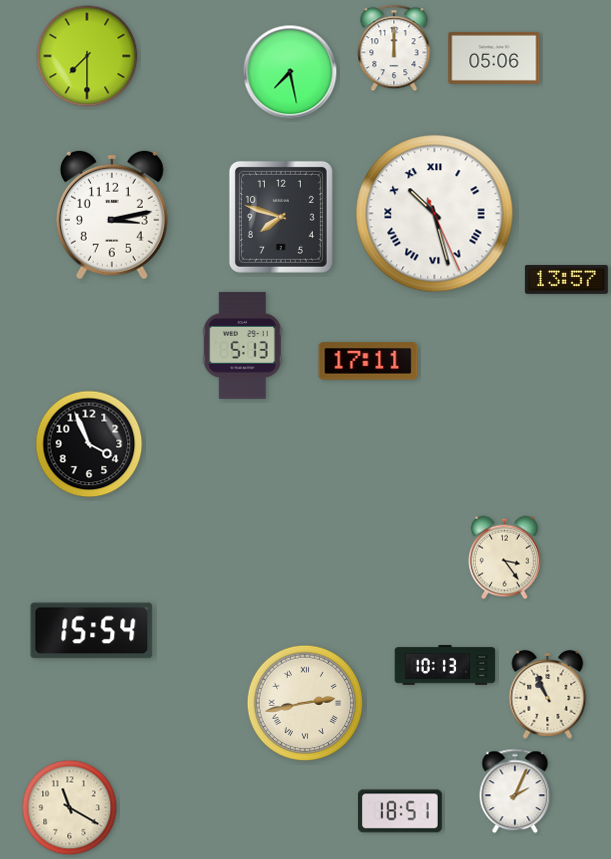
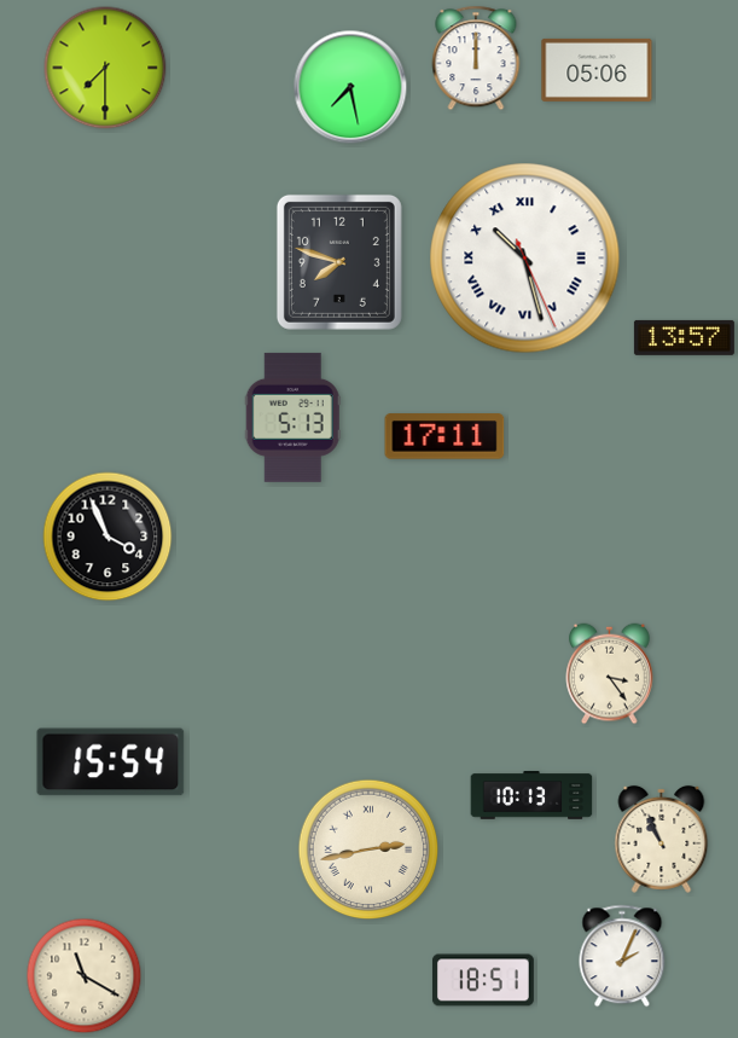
clock at (112, 215): 3:13 -> none
clock at (445, 666) position: (445, 666) -> (531, 796)
